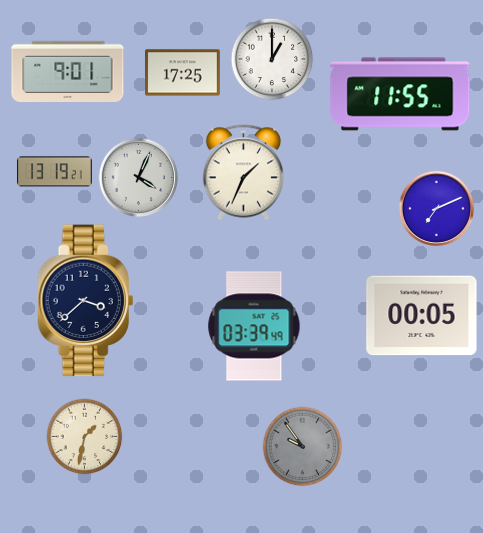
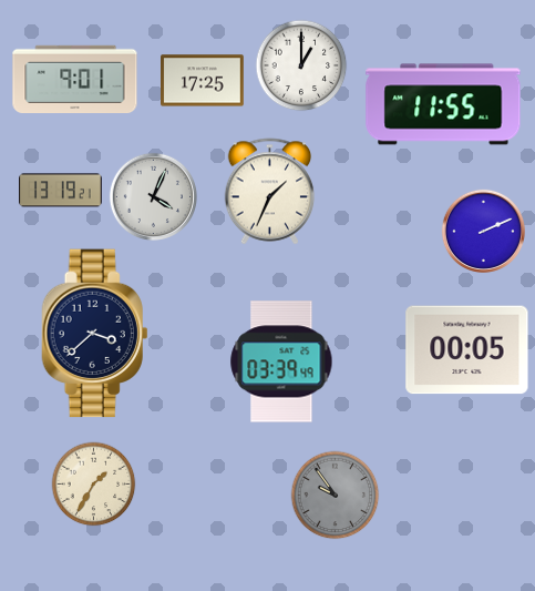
clock at (436, 208): 7:11 -> 2:11
clock at (85, 437): 1:32 -> 1:35
